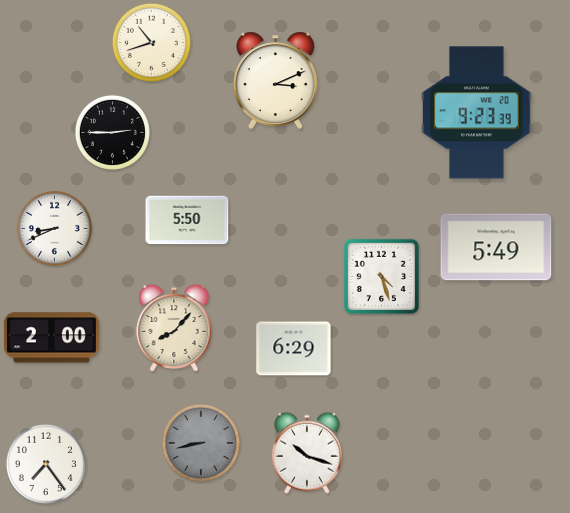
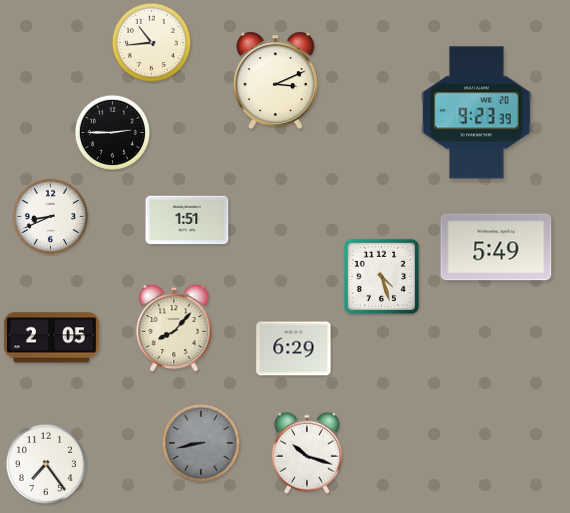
clock at (151, 42): 10:42 -> 10:44
clock at (187, 220): 5:50 -> 1:51
clock at (54, 228) position: (54, 228) -> (50, 216)
clock at (51, 338): 2:00 -> 2:05
